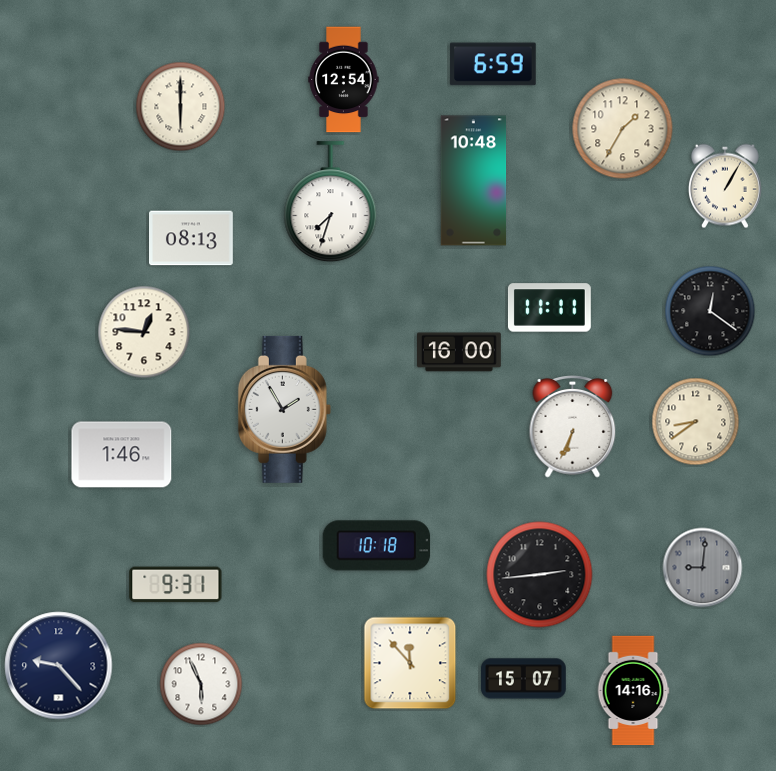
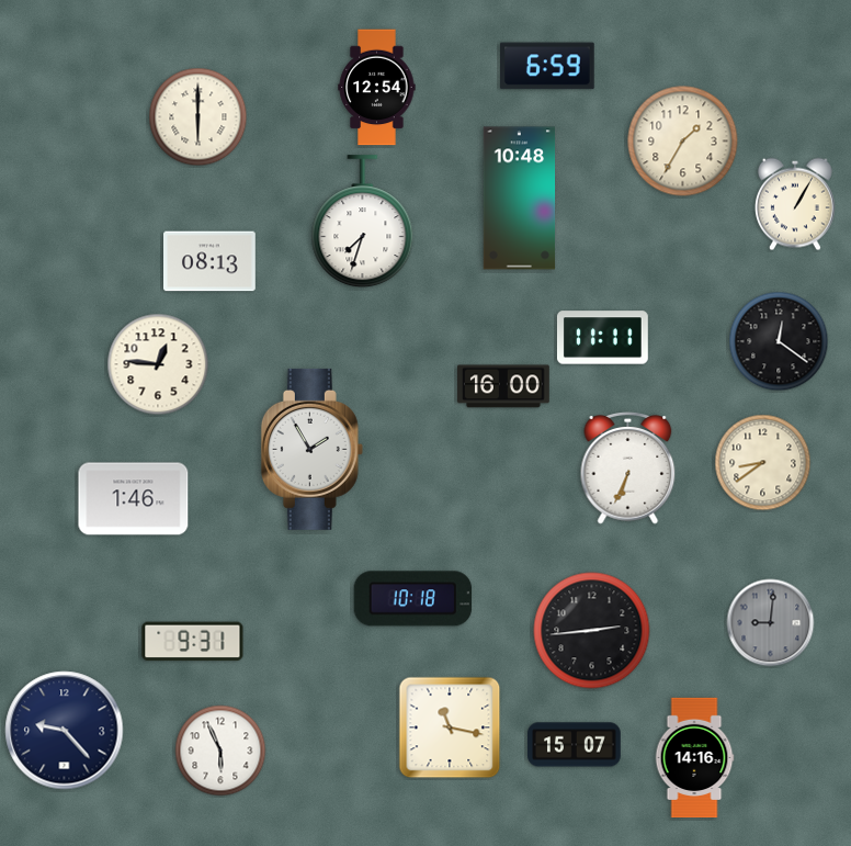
clock at (493, 64) position: (493, 64) -> (547, 66)
clock at (410, 663): 11:53 -> 11:17
